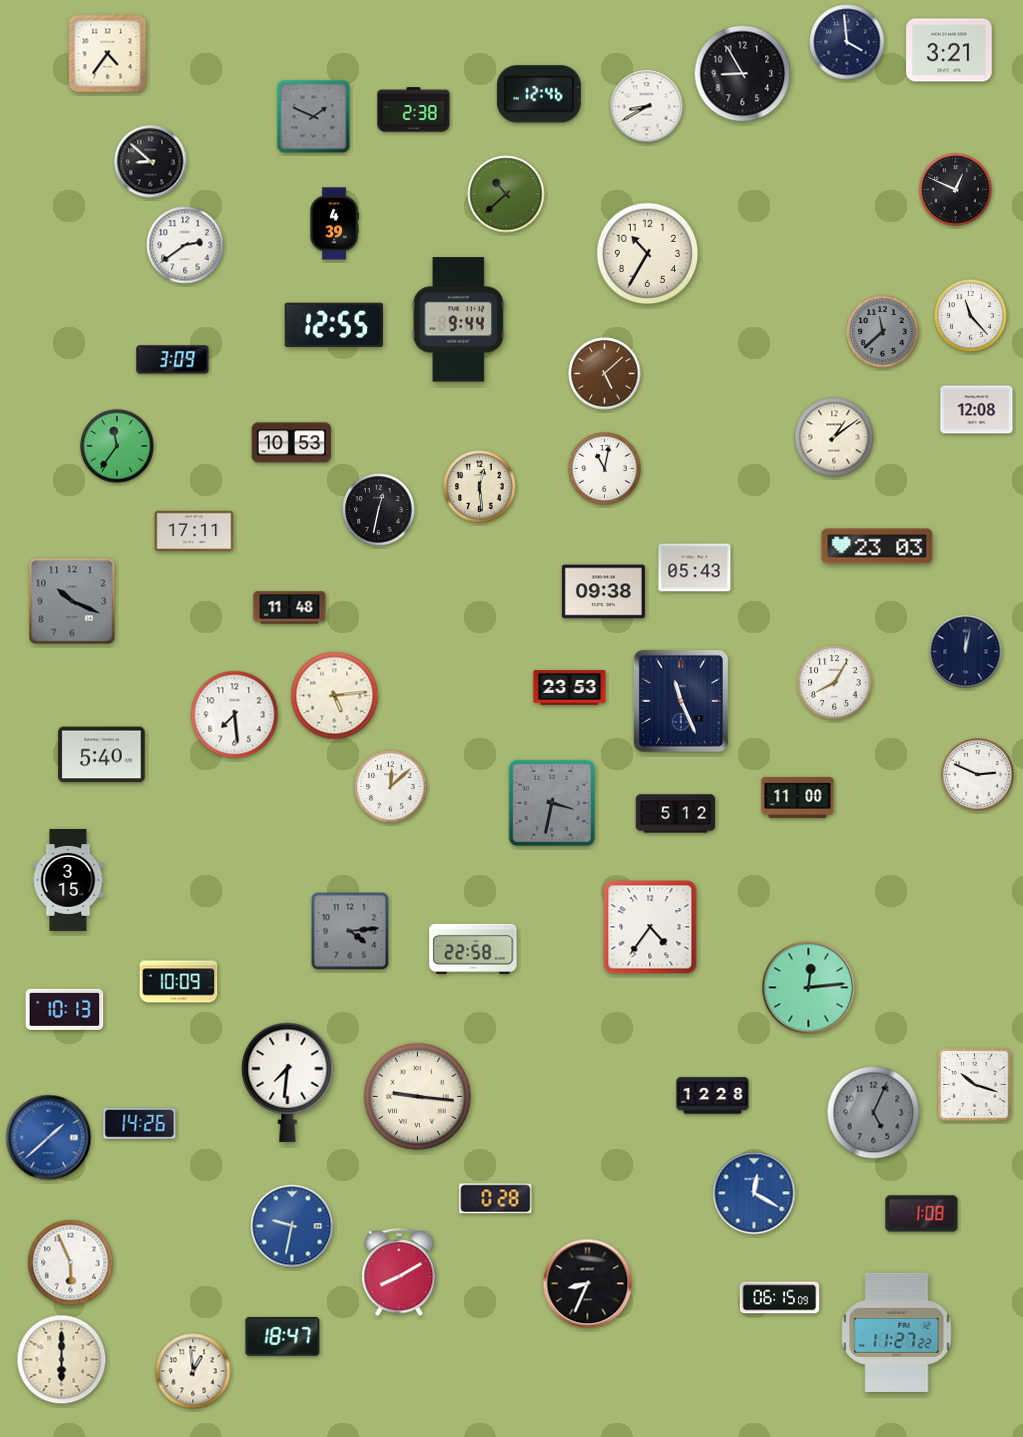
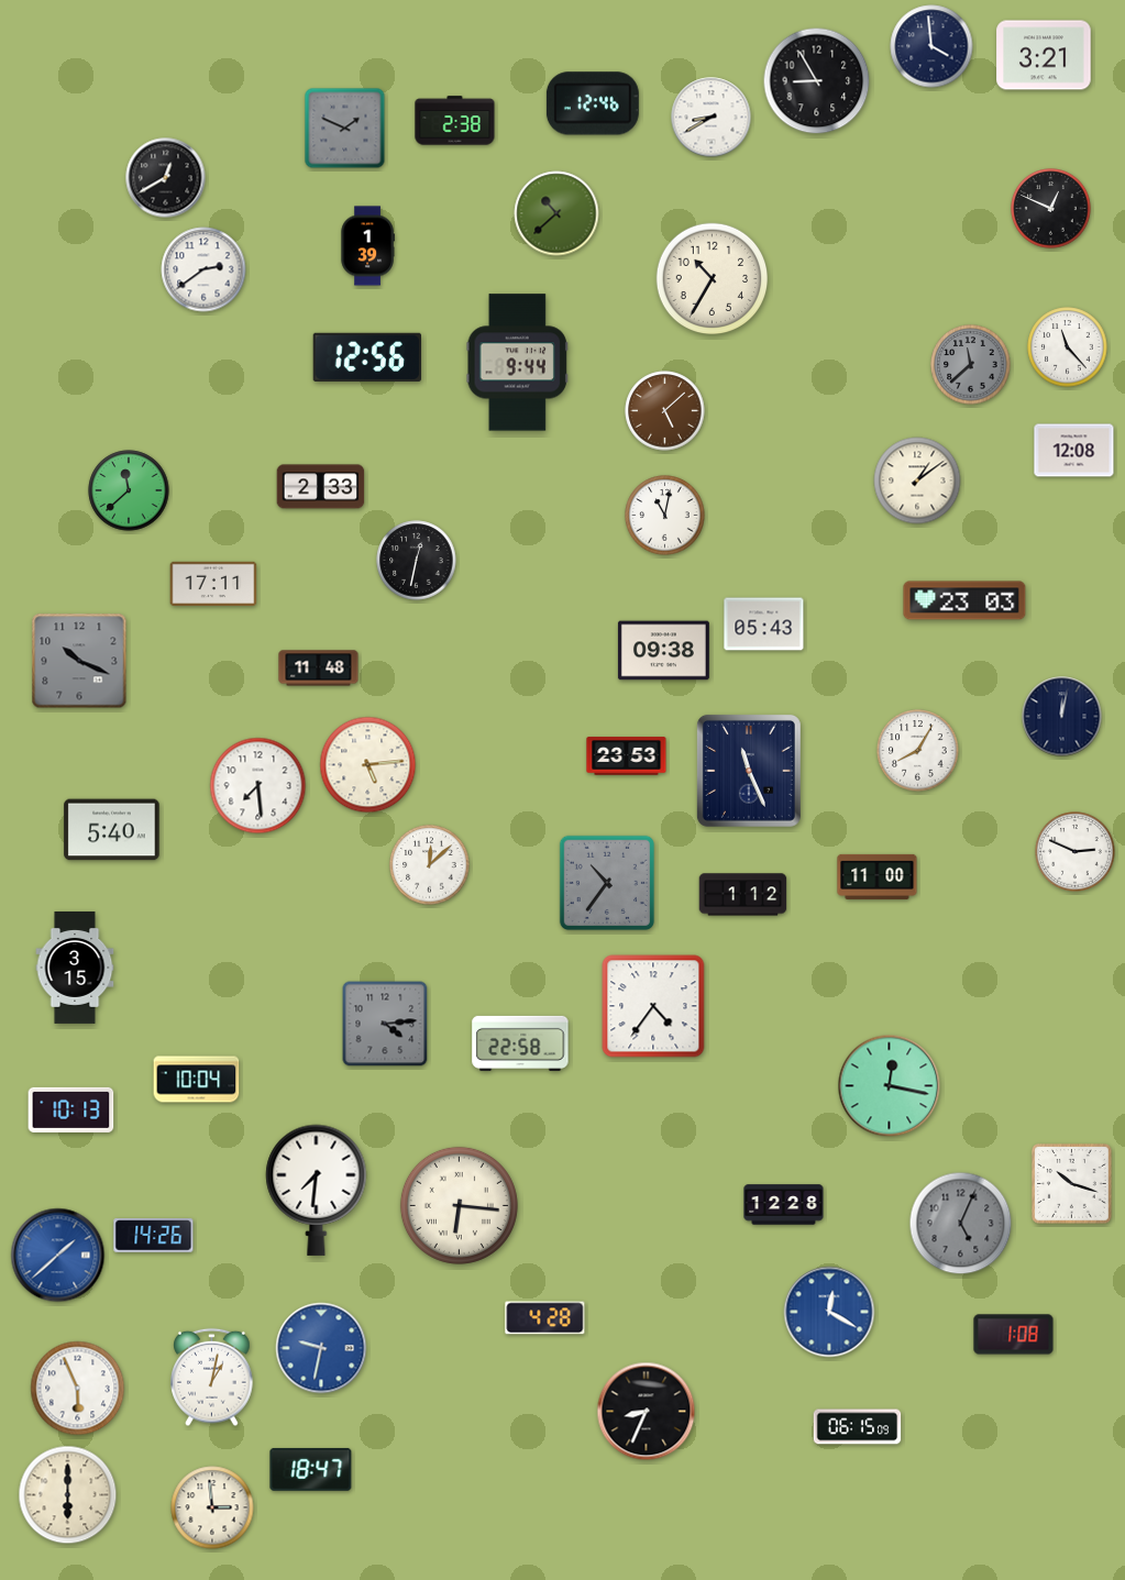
clock at (108, 54): 4:36 -> none
clock at (151, 162): 8:52 -> 12:40
clock at (334, 224): 4:39 -> 1:39
clock at (458, 320) position: (458, 320) -> (517, 363)
clock at (333, 325): 12:55 -> 12:56
clock at (173, 360): 3:09 -> none
clock at (292, 443): 10:53 -> 2:33
clock at (117, 446): 11:36 -> 11:38
clock at (480, 487): 12:29 -> none
clock at (552, 803): 3:32 -> 10:36
clock at (676, 814): 5:12 -> 1:12
clock at (650, 927) position: (650, 927) -> (653, 1006)
clock at (179, 982): 10:09 -> 10:04
clock at (809, 988): 12:14 -> 12:17
clock at (975, 1085) position: (975, 1085) -> (1072, 1184)
clock at (417, 1096): 9:16 -> 6:16
clock at (49, 1138) position: (49, 1138) -> (58, 1256)
clock at (496, 1199): 0:28 -> 4:28
clock at (212, 1378): none -> 1:02
clock at (399, 1273): 8:10 -> none
clock at (897, 1332): 11:27 -> none
clock at (193, 1371): 12:59 -> 2:59
